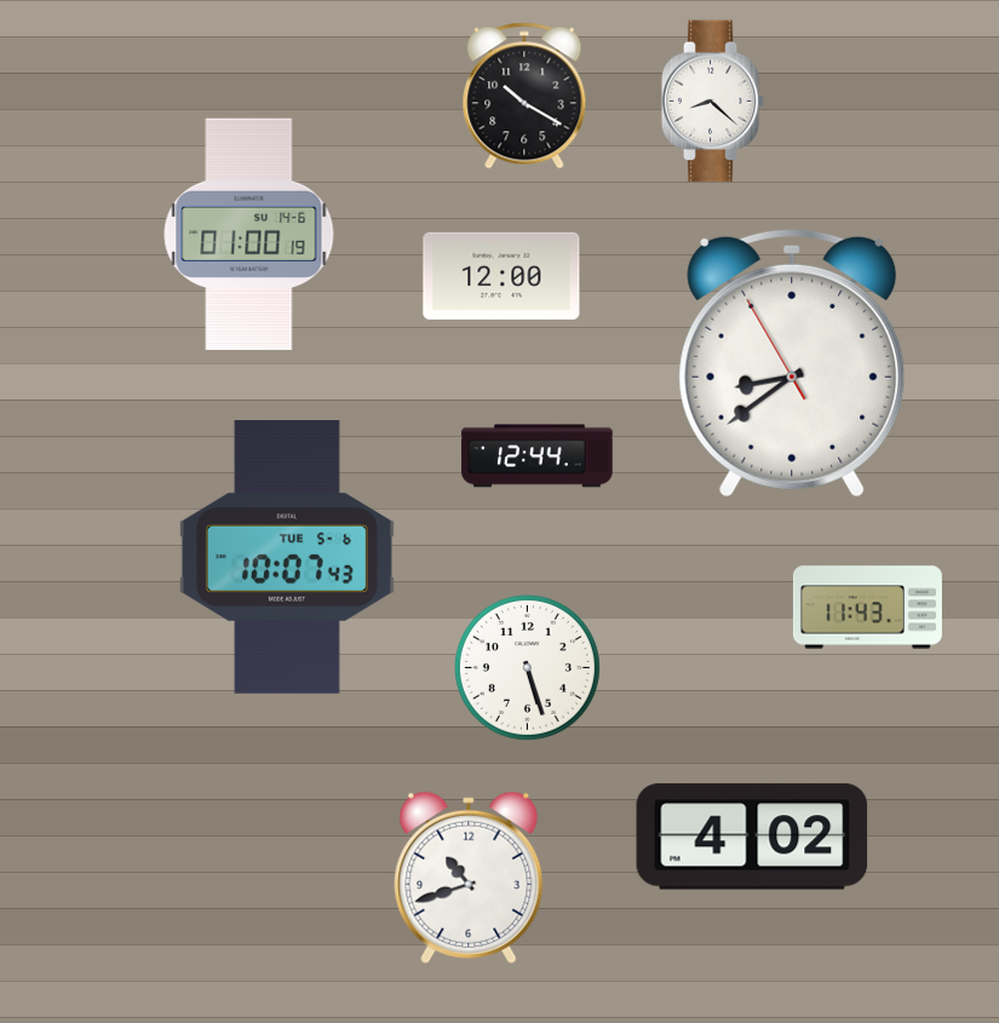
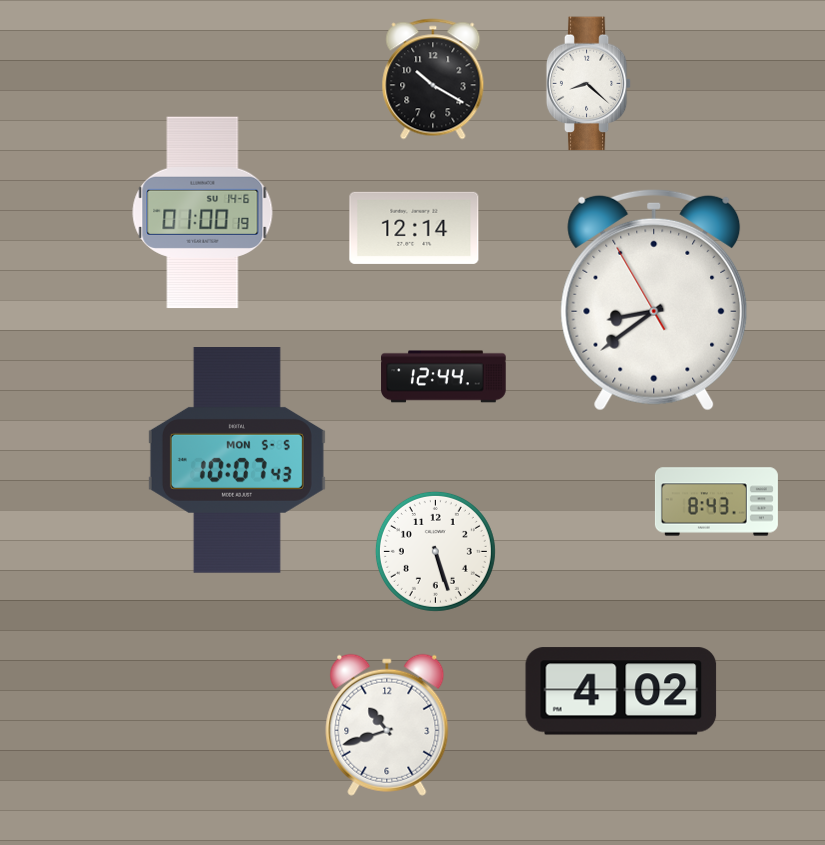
clock at (249, 235) position: (249, 235) -> (203, 213)
clock at (501, 276): 12:00 -> 12:14
clock at (287, 558) date: TUE 5-6 -> MON 5-5
clock at (867, 608): 11:43 -> 8:43
